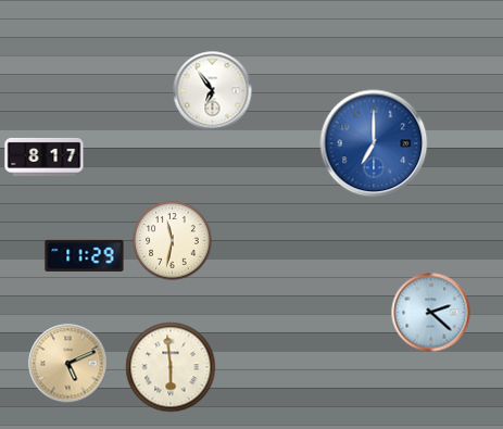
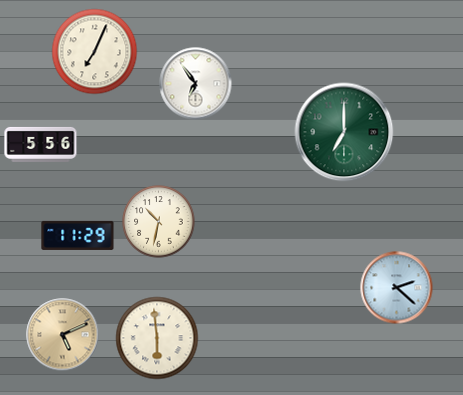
clock at (95, 52): none -> 7:04
clock at (374, 143) dial: blue -> green
clock at (45, 156): 8:17 -> 5:56
clock at (173, 241): 11:32 -> 10:32
